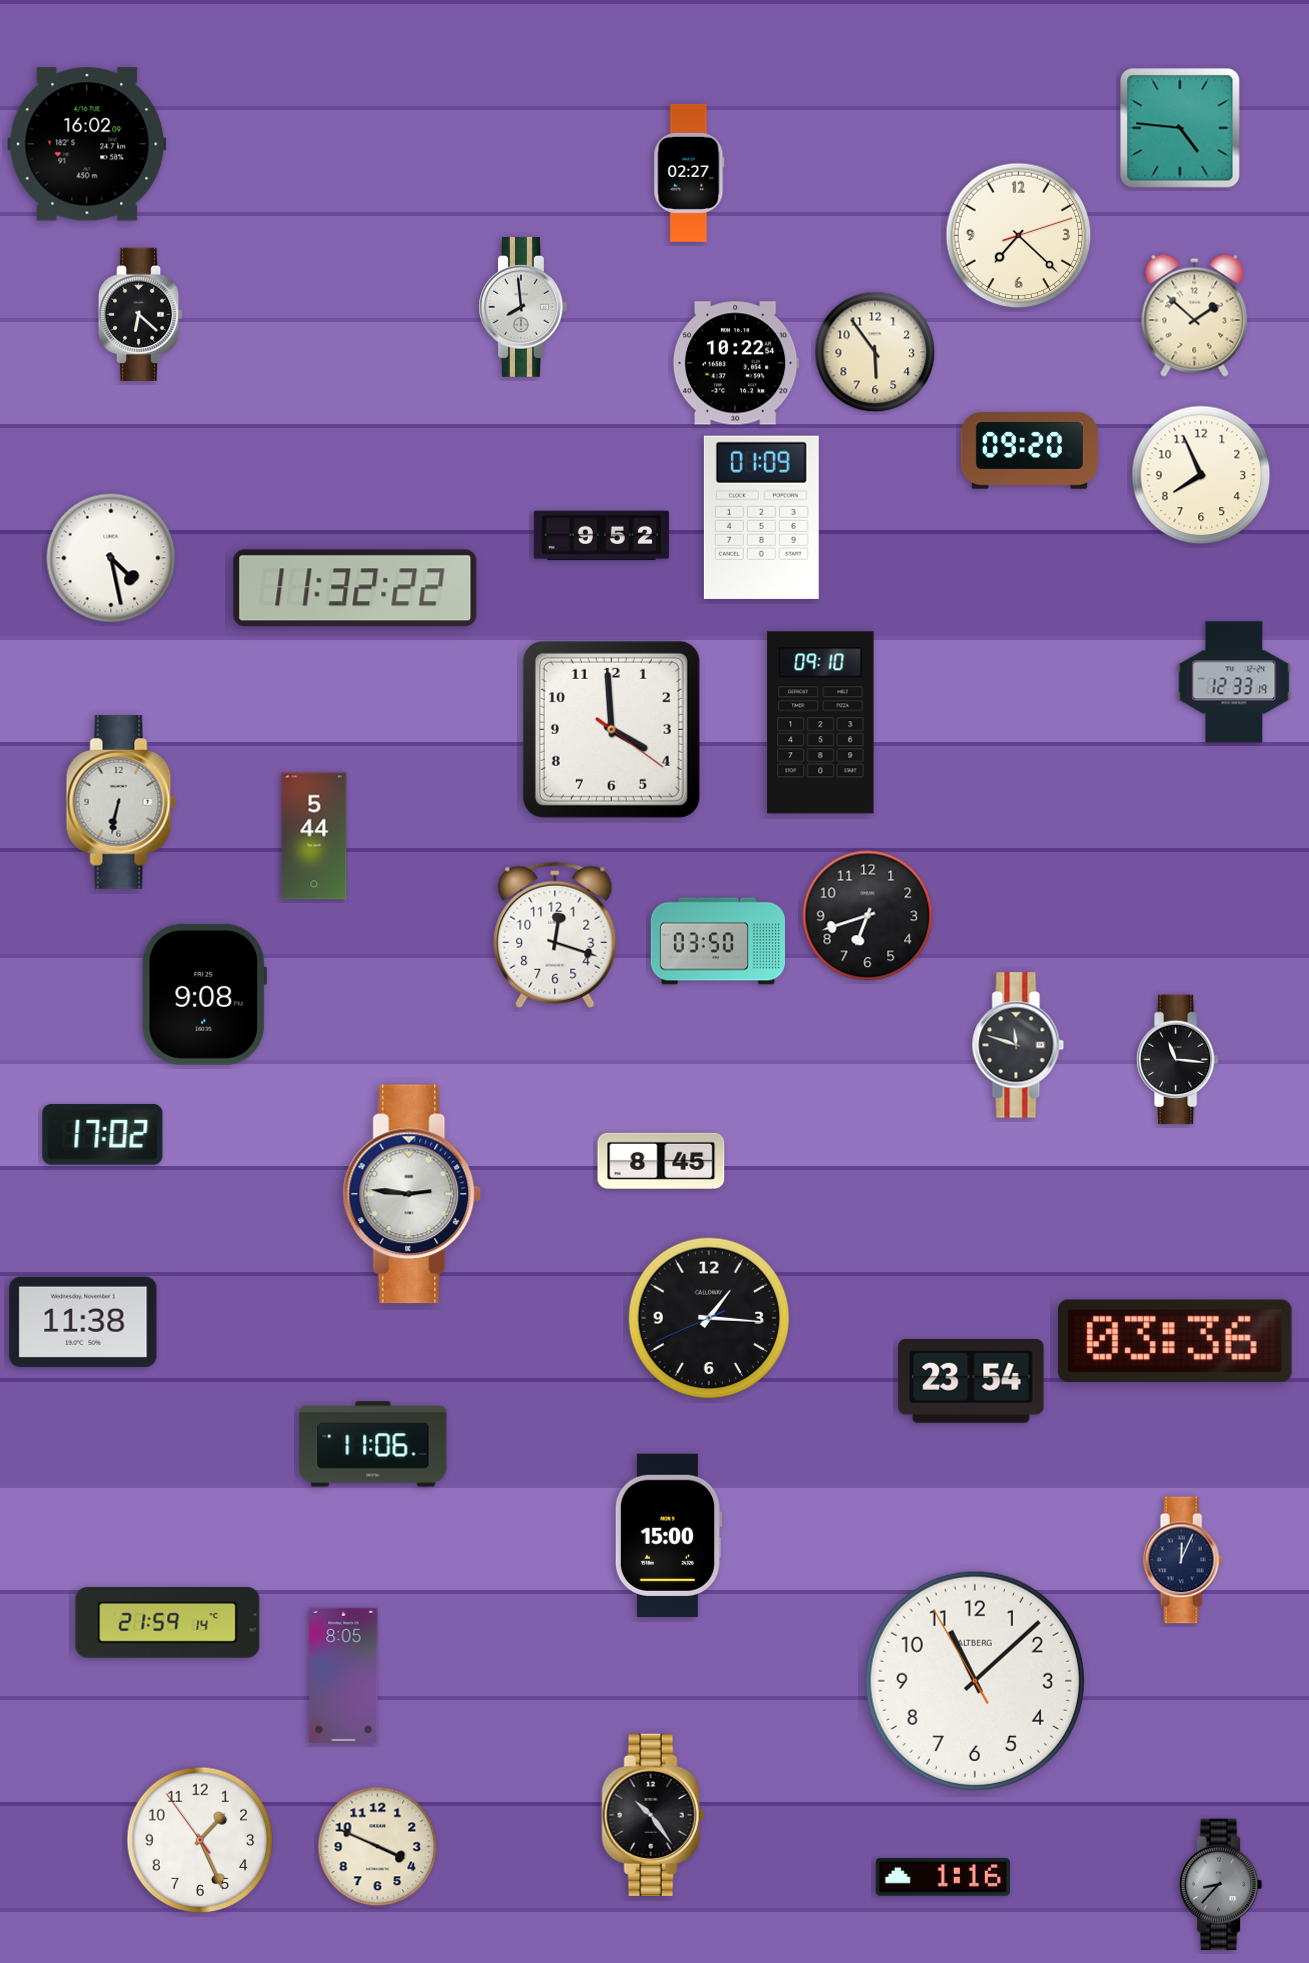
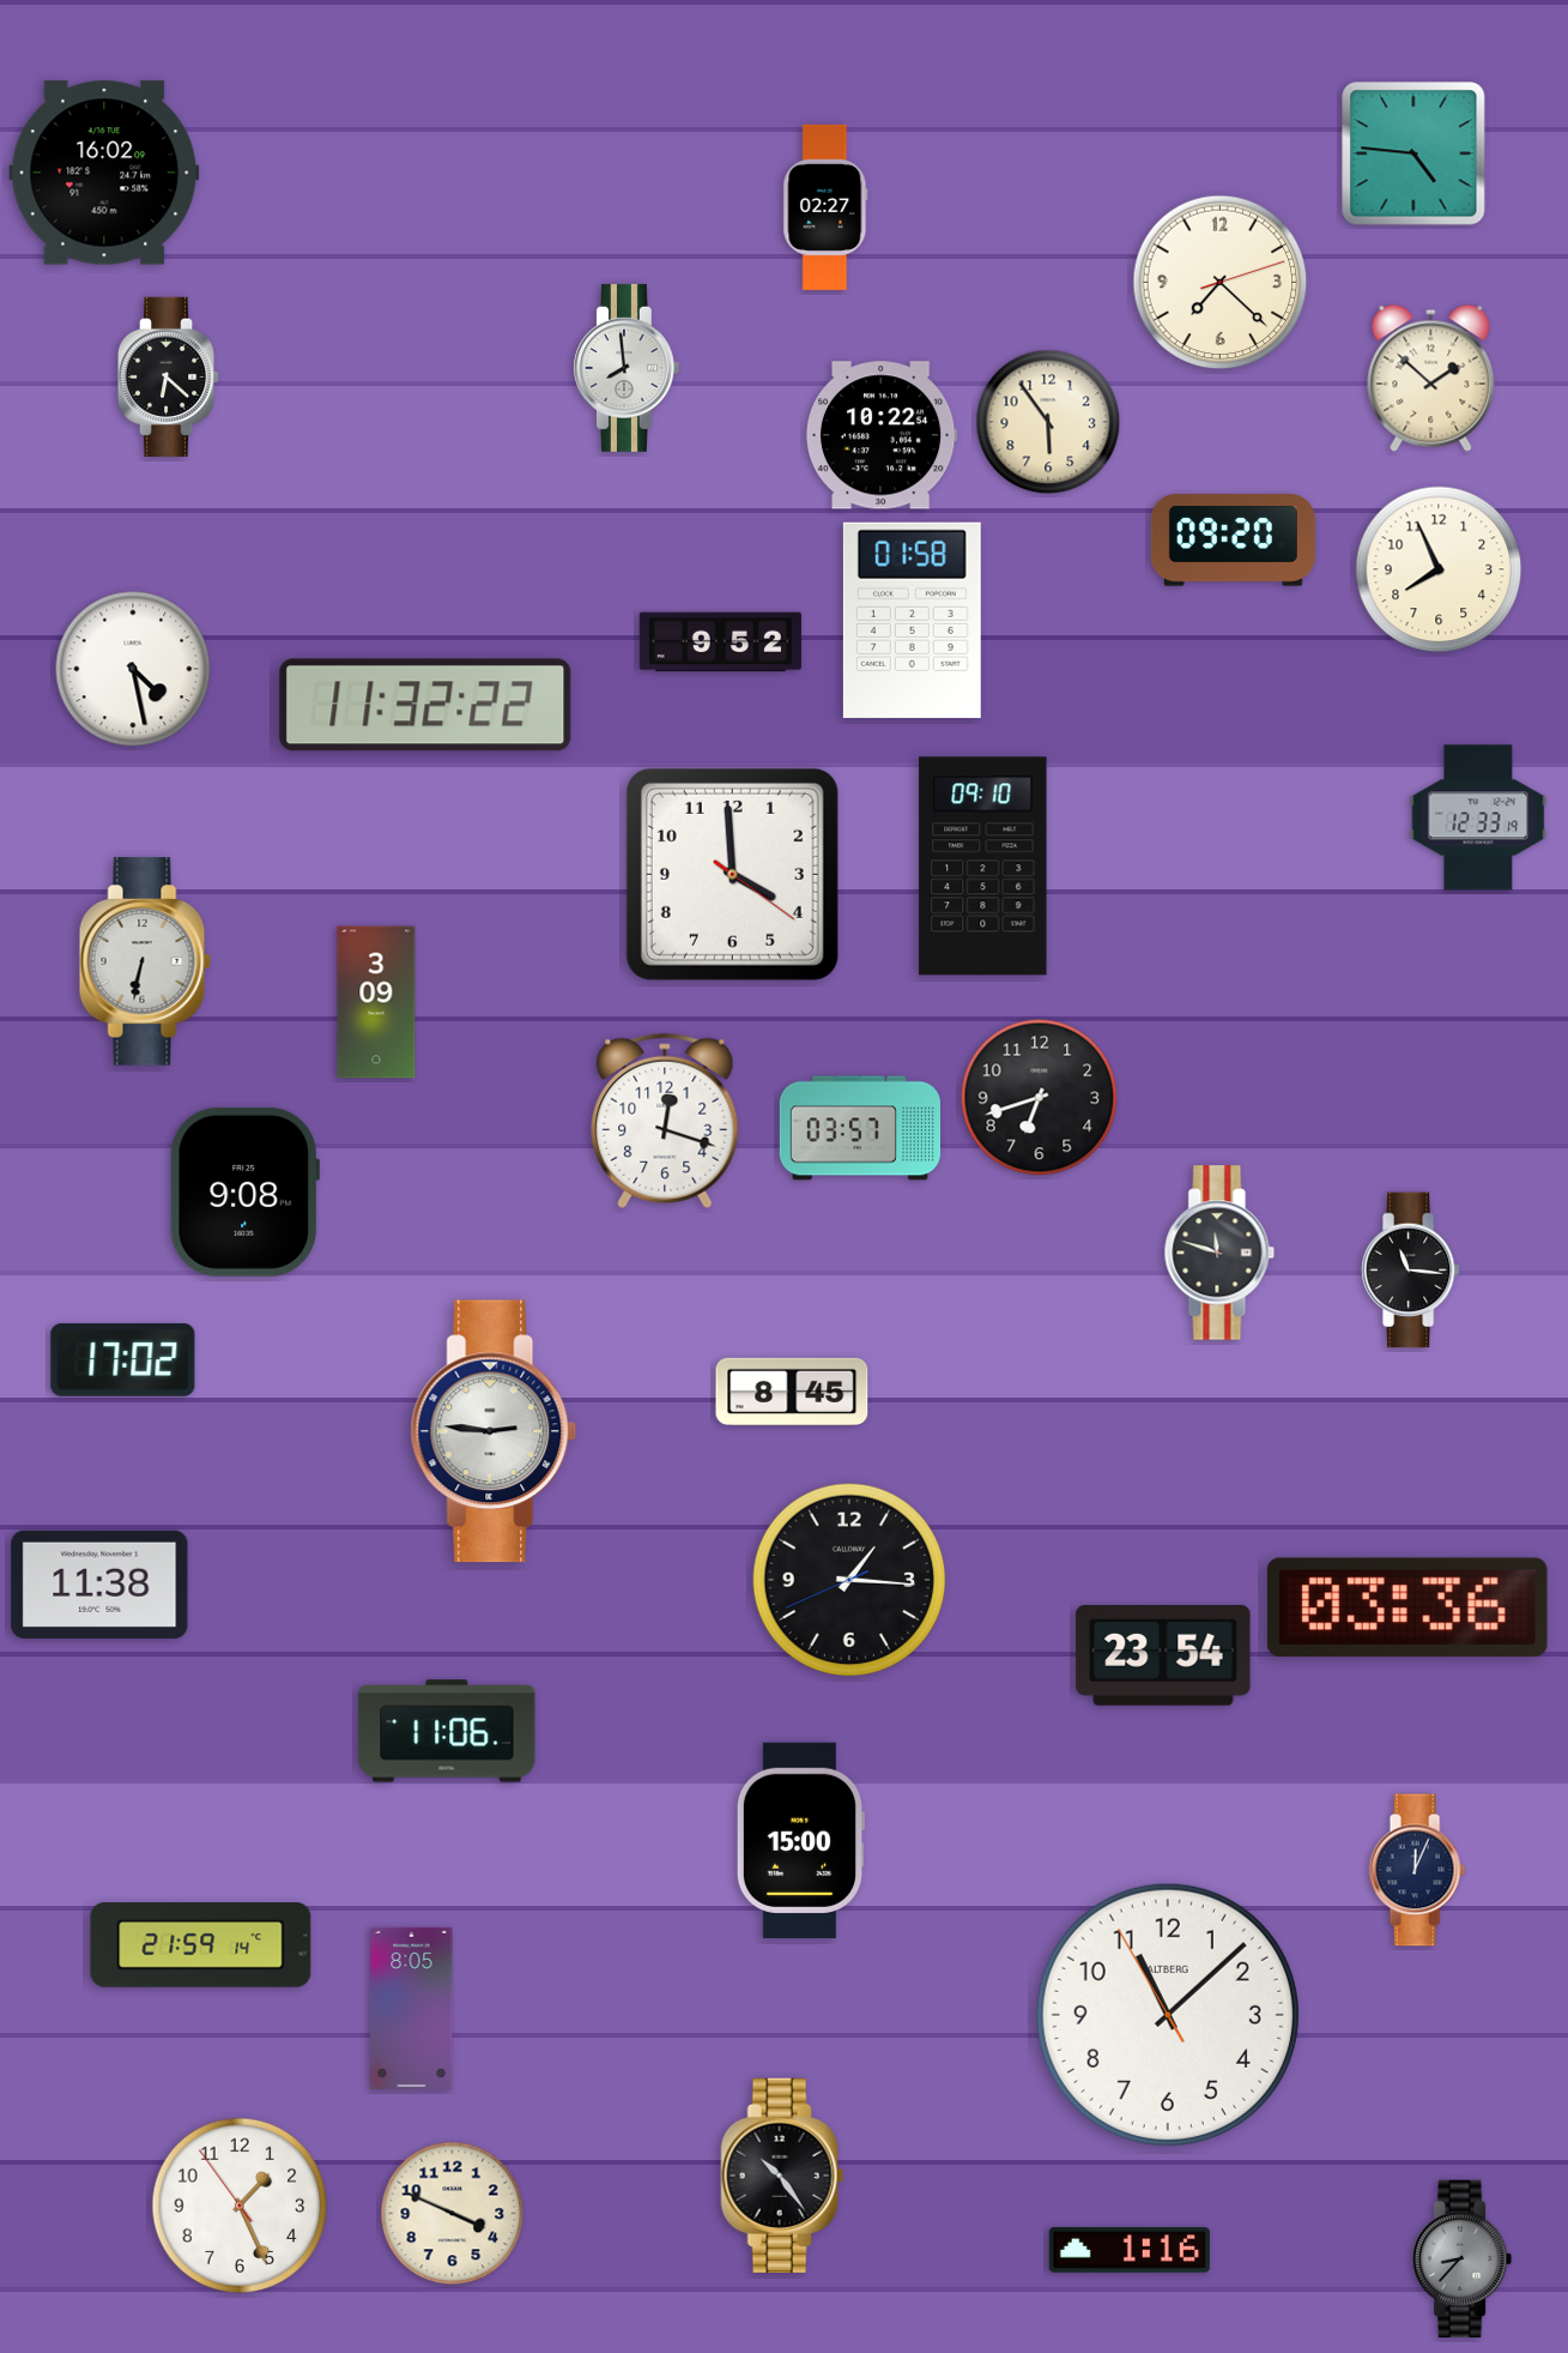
clock at (761, 517): 01:09 -> 01:58
clock at (314, 836): 5:44 -> 3:09
clock at (717, 941): 03:50 -> 03:57
